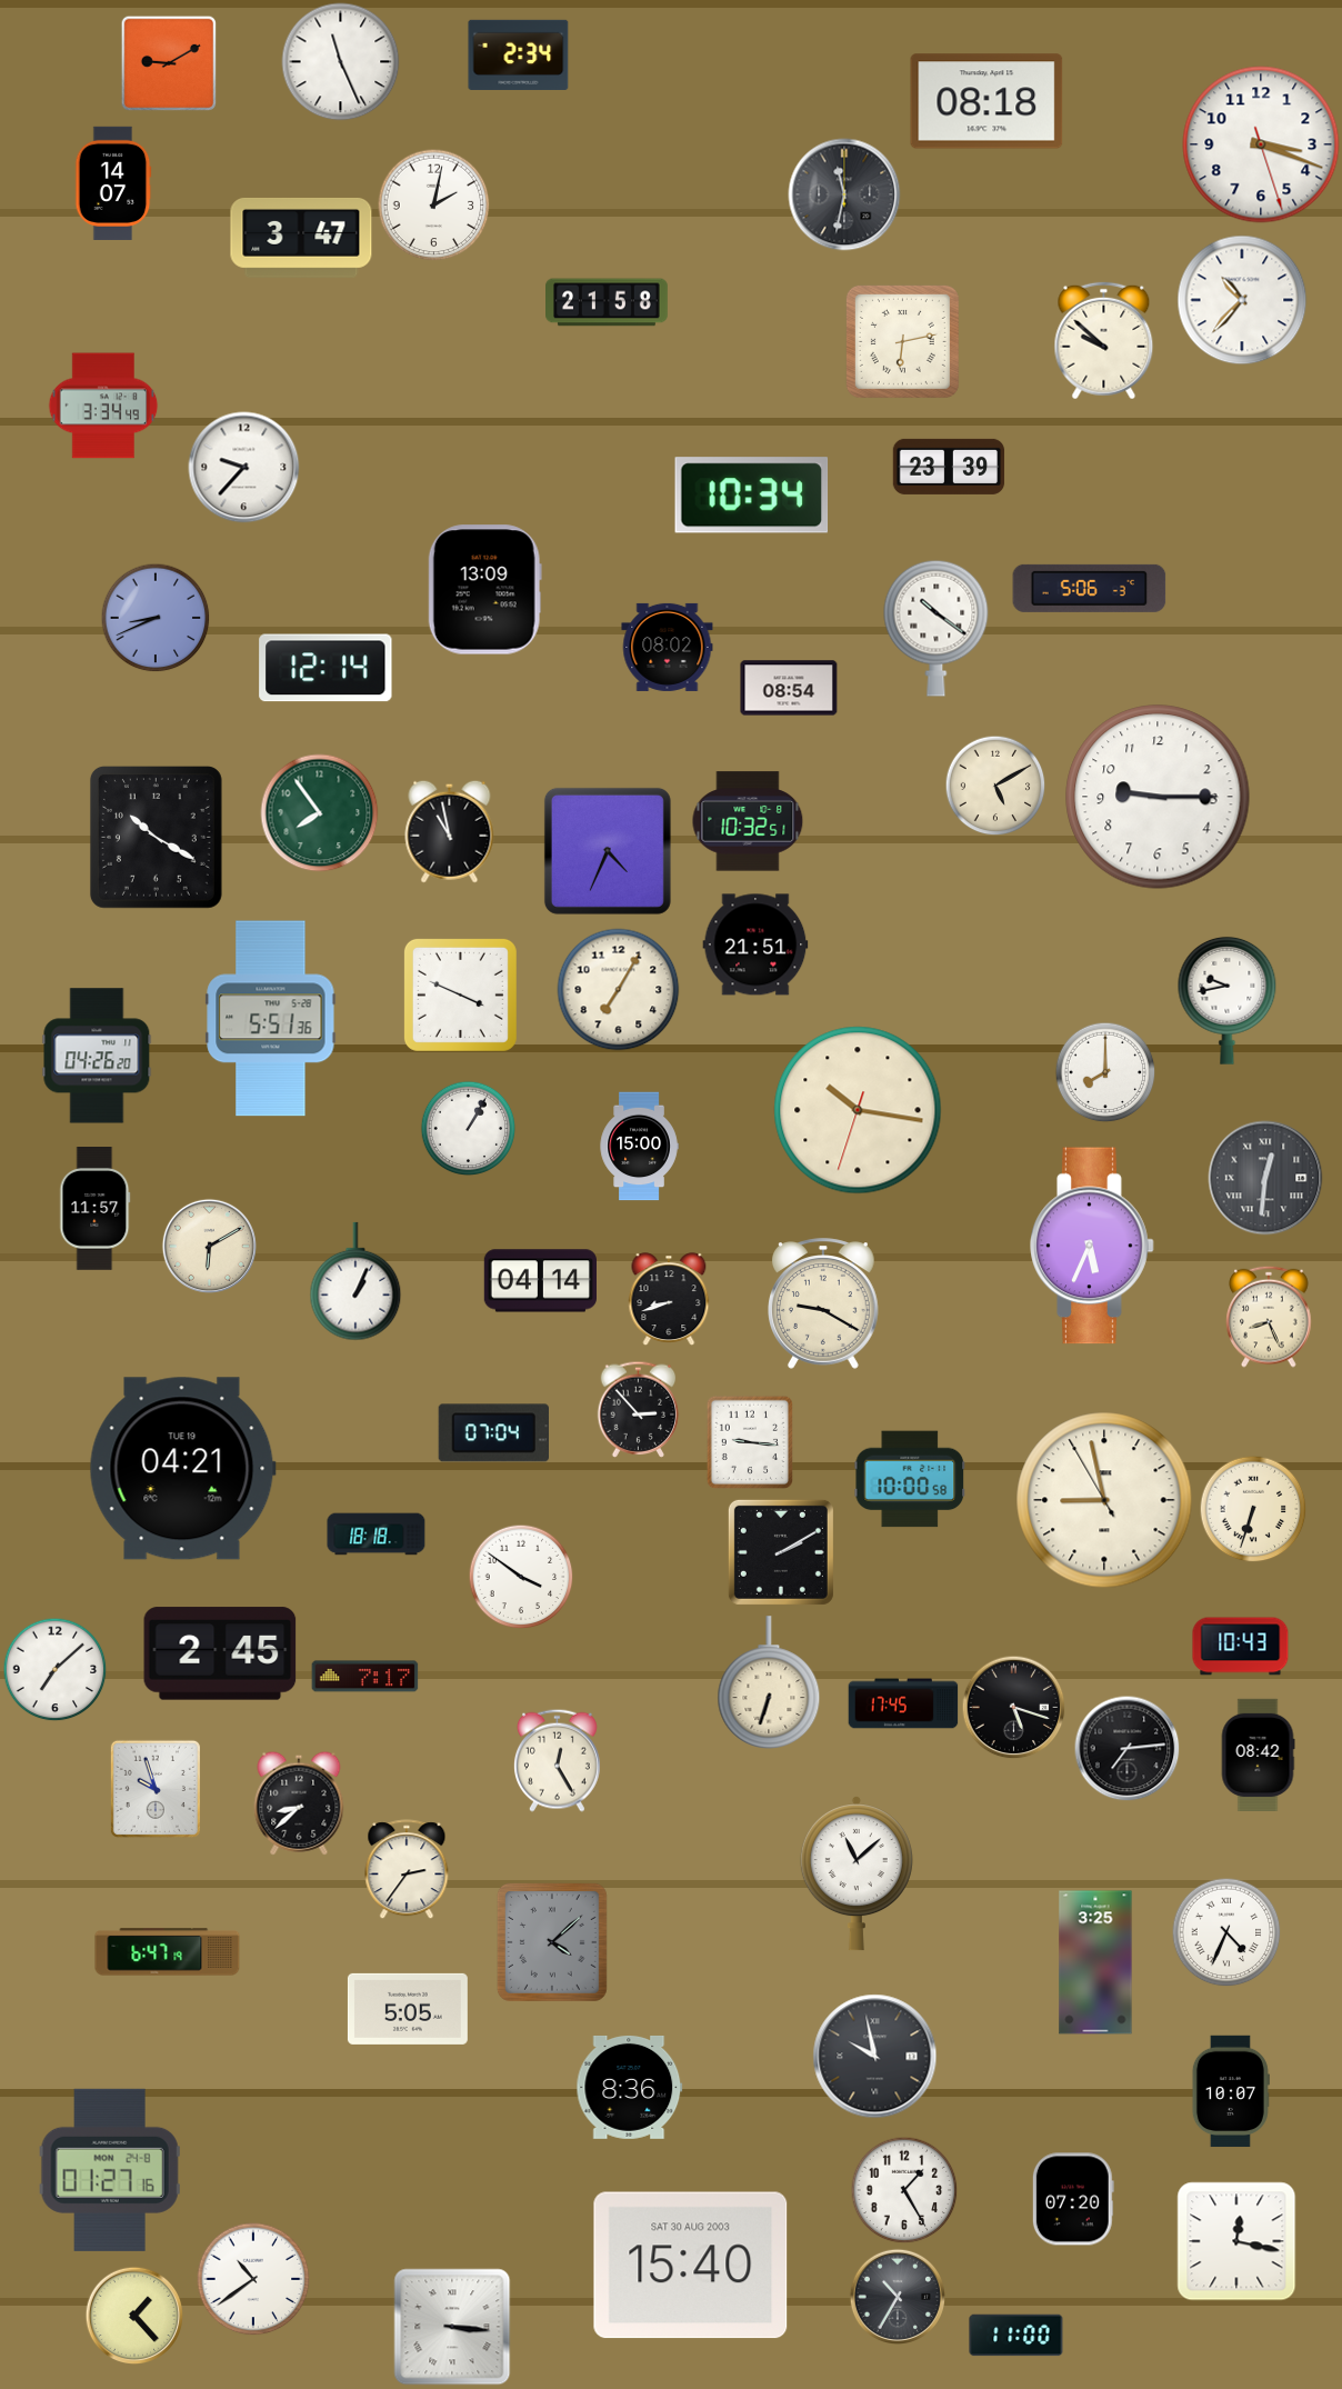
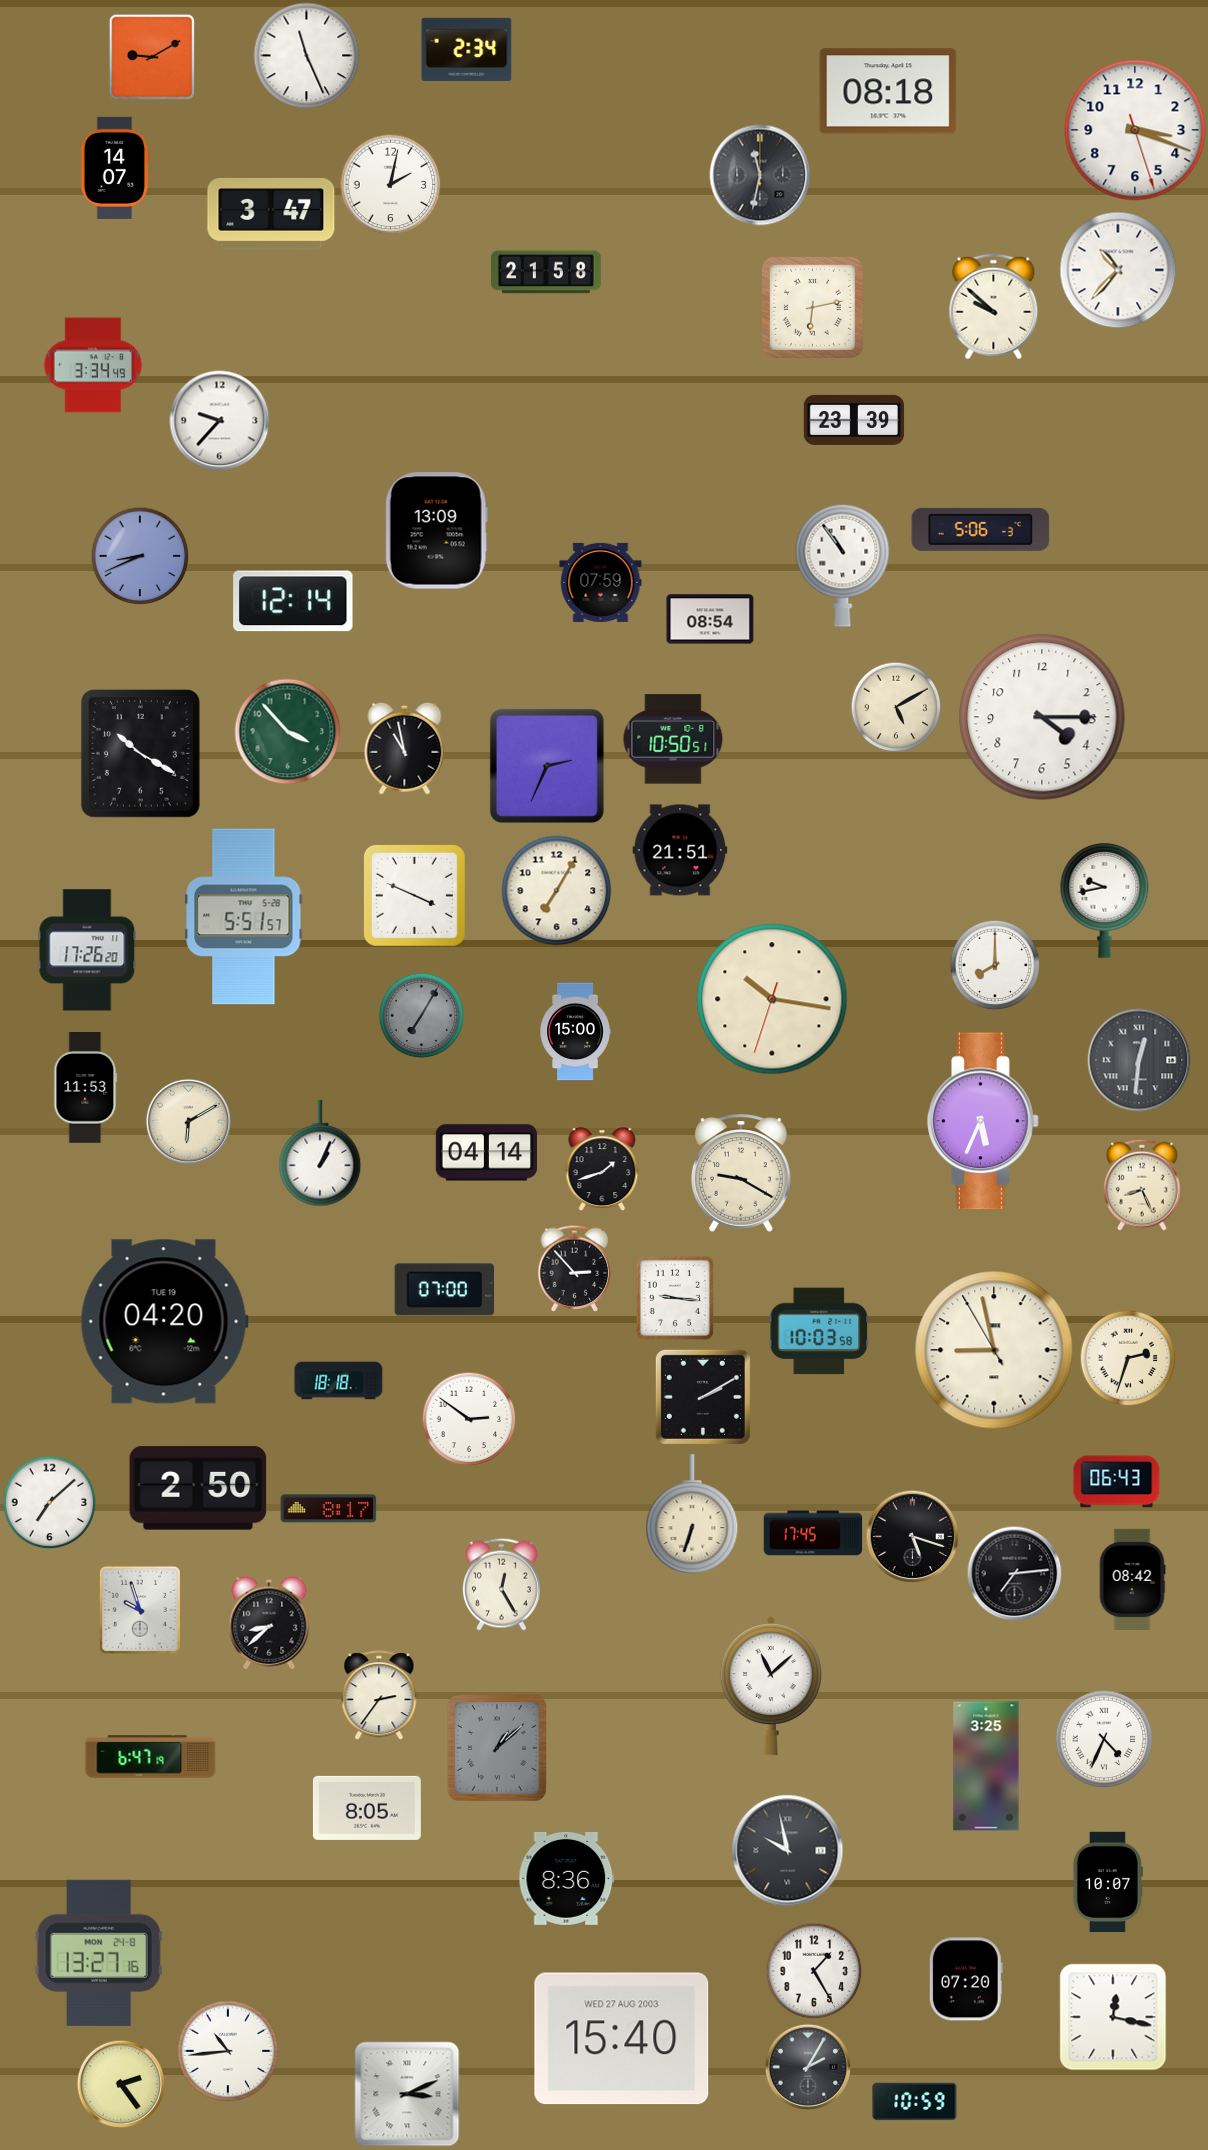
clock at (113, 183) position: (113, 183) -> (115, 168)
clock at (752, 496): 10:34 -> none
clock at (937, 628): 10:21 -> 10:54
clock at (668, 647): 08:02 -> 07:59
clock at (1158, 797): 9:15 -> 4:15
clock at (320, 813): 7:54 -> 3:53
clock at (748, 821): 10:32 -> 10:50
clock at (608, 851): 4:34 -> 2:34
clock at (271, 1019): 5:51:36 -> 5:51:57
clock at (97, 1056): 04:26 -> 17:26
clock at (468, 1128): 1:05 -> 7:05
clock at (468, 1128) dial: white -> grey
clock at (96, 1209): 11:57 -> 11:53
clock at (669, 1299): 8:42 -> 1:42
clock at (493, 1433): 07:04 -> 07:00
clock at (182, 1469): 04:21 -> 04:20
clock at (909, 1479): 10:00 -> 10:03
clock at (1253, 1509): 6:33 -> 2:33
clock at (521, 1577): 3:51 -> 2:51
clock at (1241, 1647): 10:43 -> 06:43
clock at (220, 1653): 2:45 -> 2:50
clock at (365, 1677): 7:17 -> 8:17
clock at (407, 1869) position: (407, 1869) -> (379, 1695)
clock at (552, 1942): 4:08 -> 1:08
clock at (408, 2009): 5:05 -> 8:05
clock at (110, 2170): 01:27 -> 13:27
clock at (691, 2266) date: SAT 30 AUG 2003 -> WED 27 AUG 2003
clock at (253, 2279): 10:39 -> 10:44
clock at (897, 2296): 10:35 -> 2:05
clock at (134, 2316): 1:23 -> 2:24
clock at (452, 2327): 3:16 -> 3:11
clock at (1016, 2336): 11:00 -> 10:59
